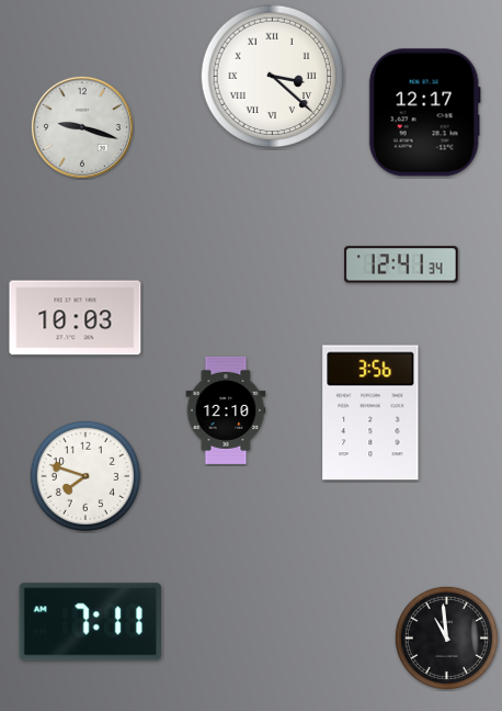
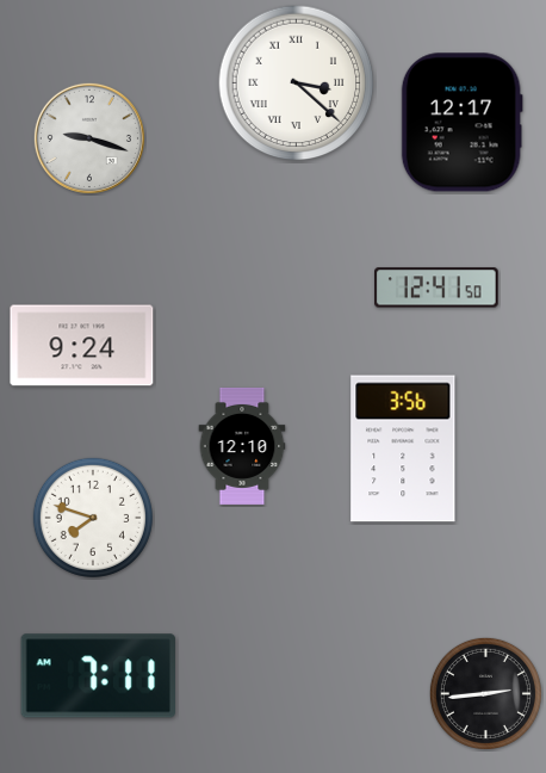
clock at (401, 264): 12:41:34 -> 12:41:50
clock at (76, 318): 10:03 -> 9:24
clock at (226, 410) position: (226, 410) -> (242, 446)
clock at (446, 637): 10:59 -> 2:44
